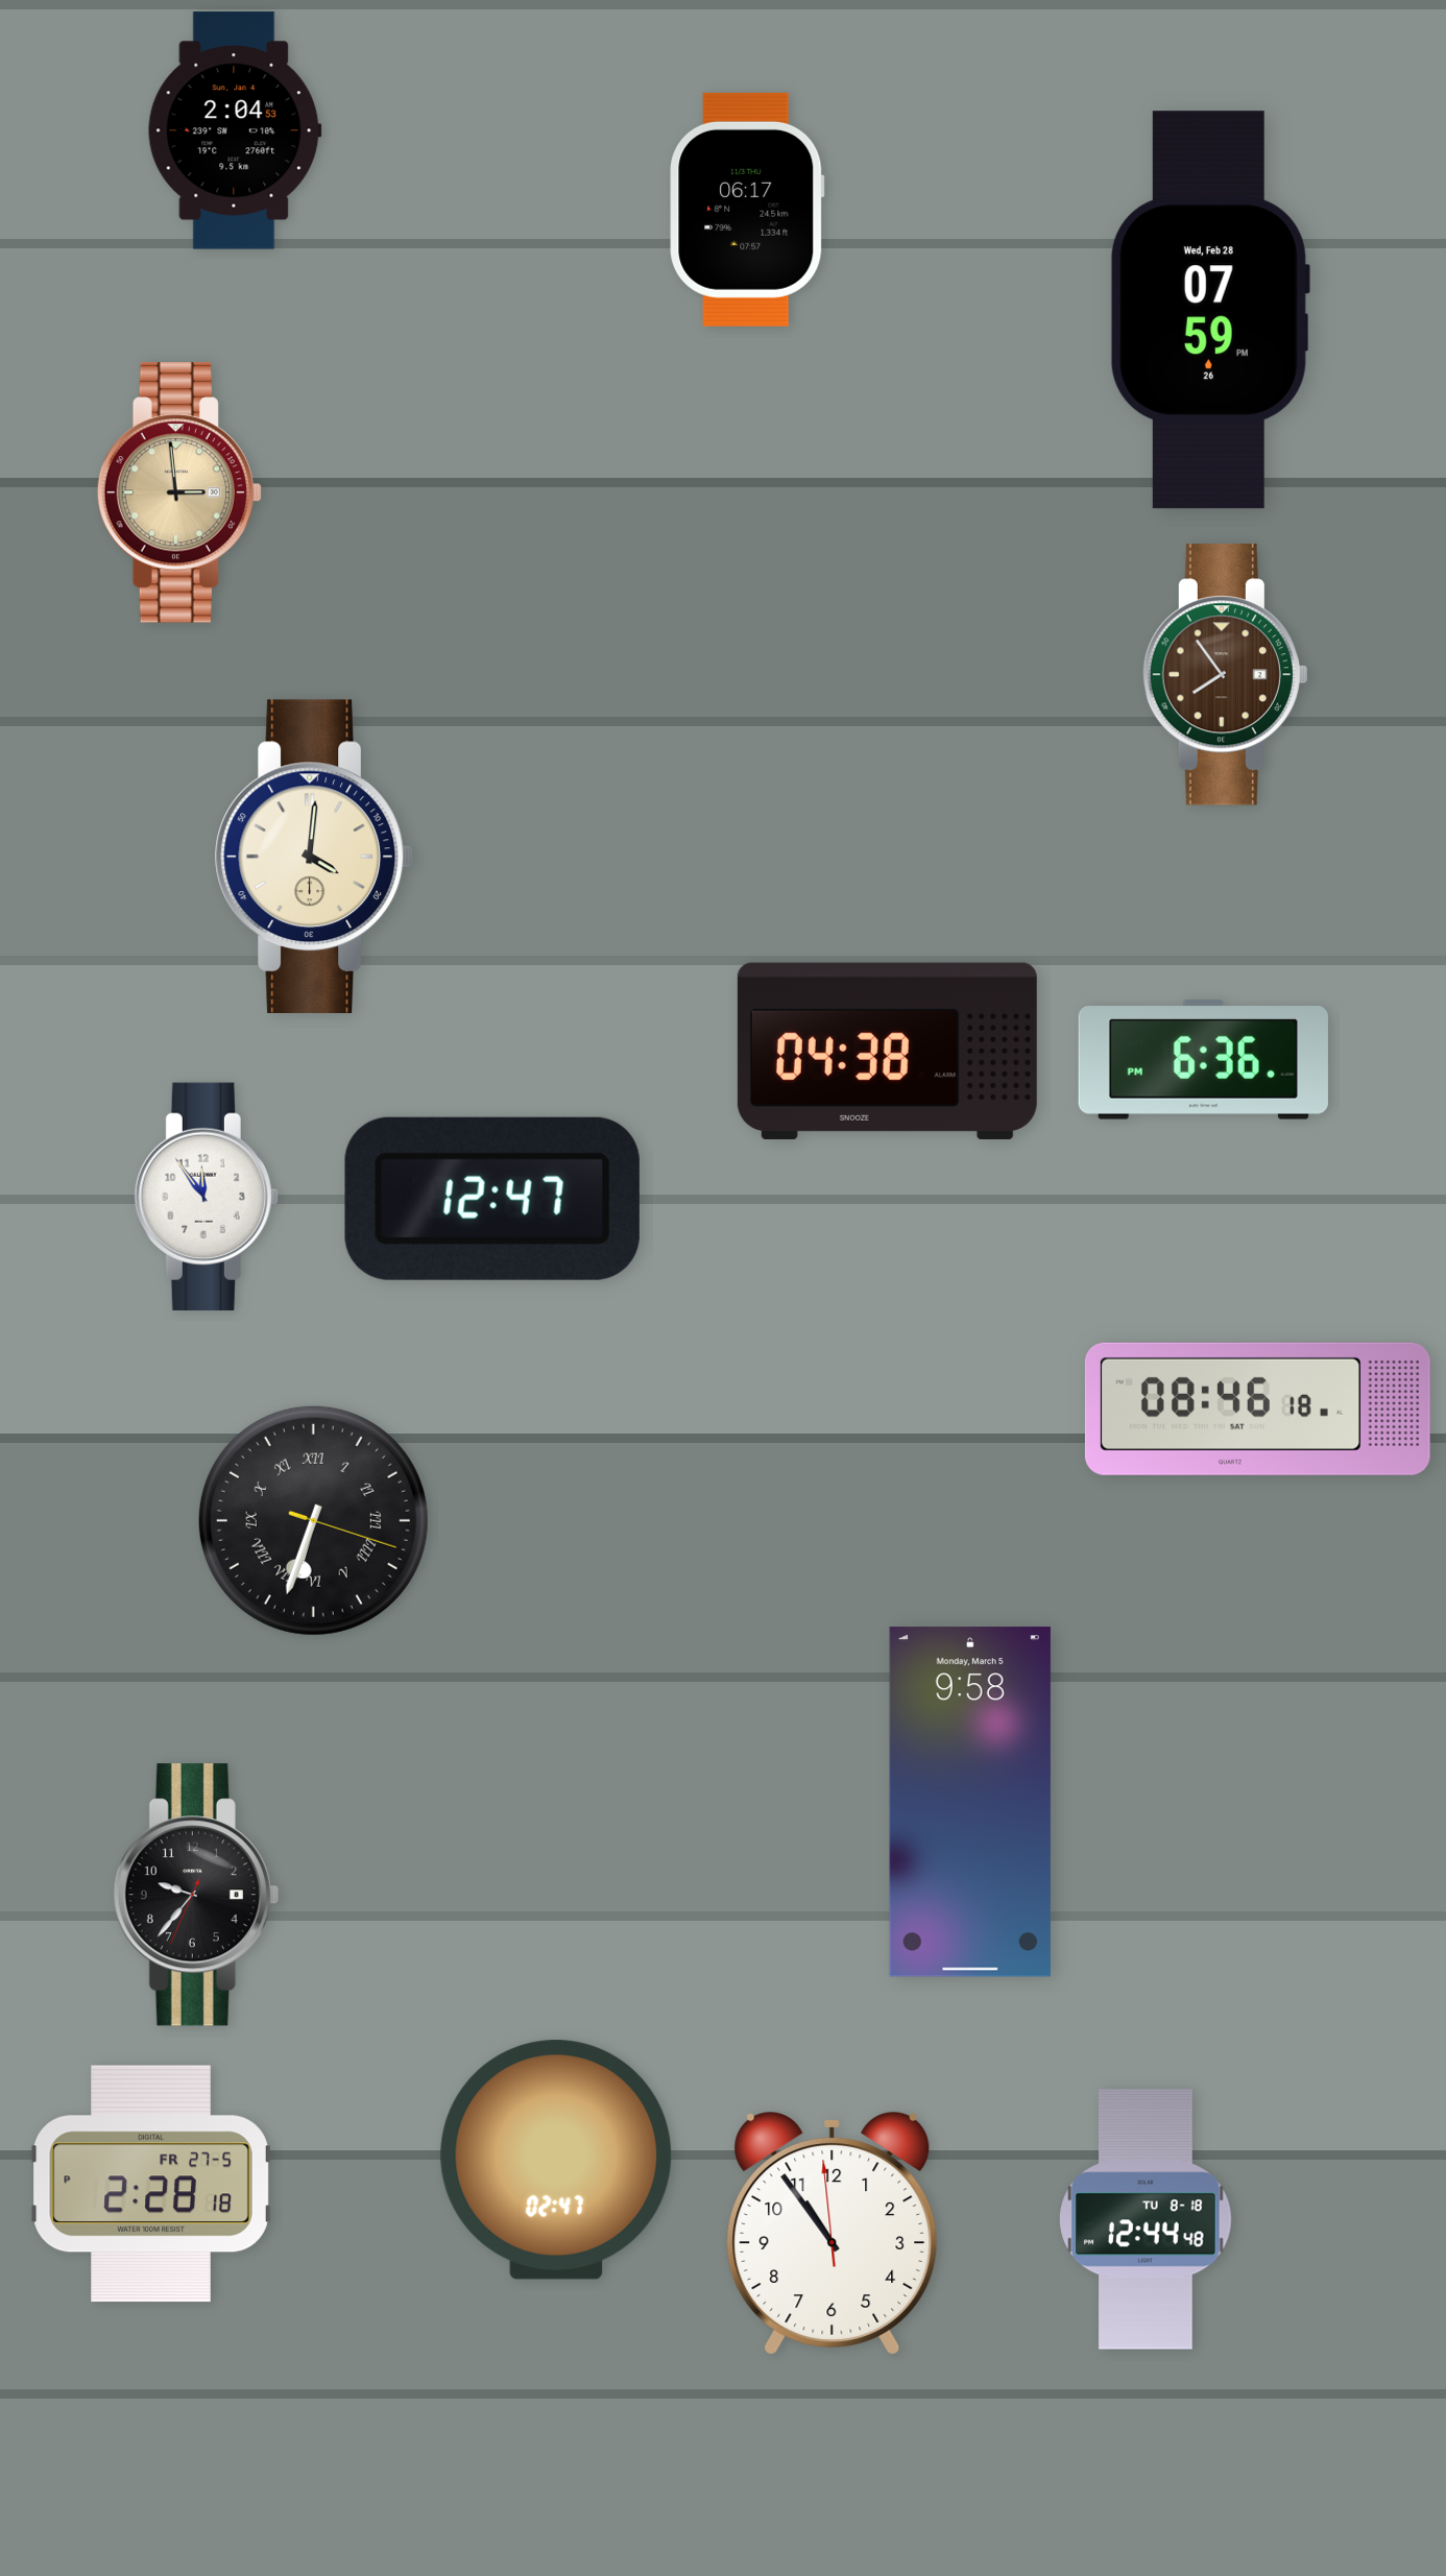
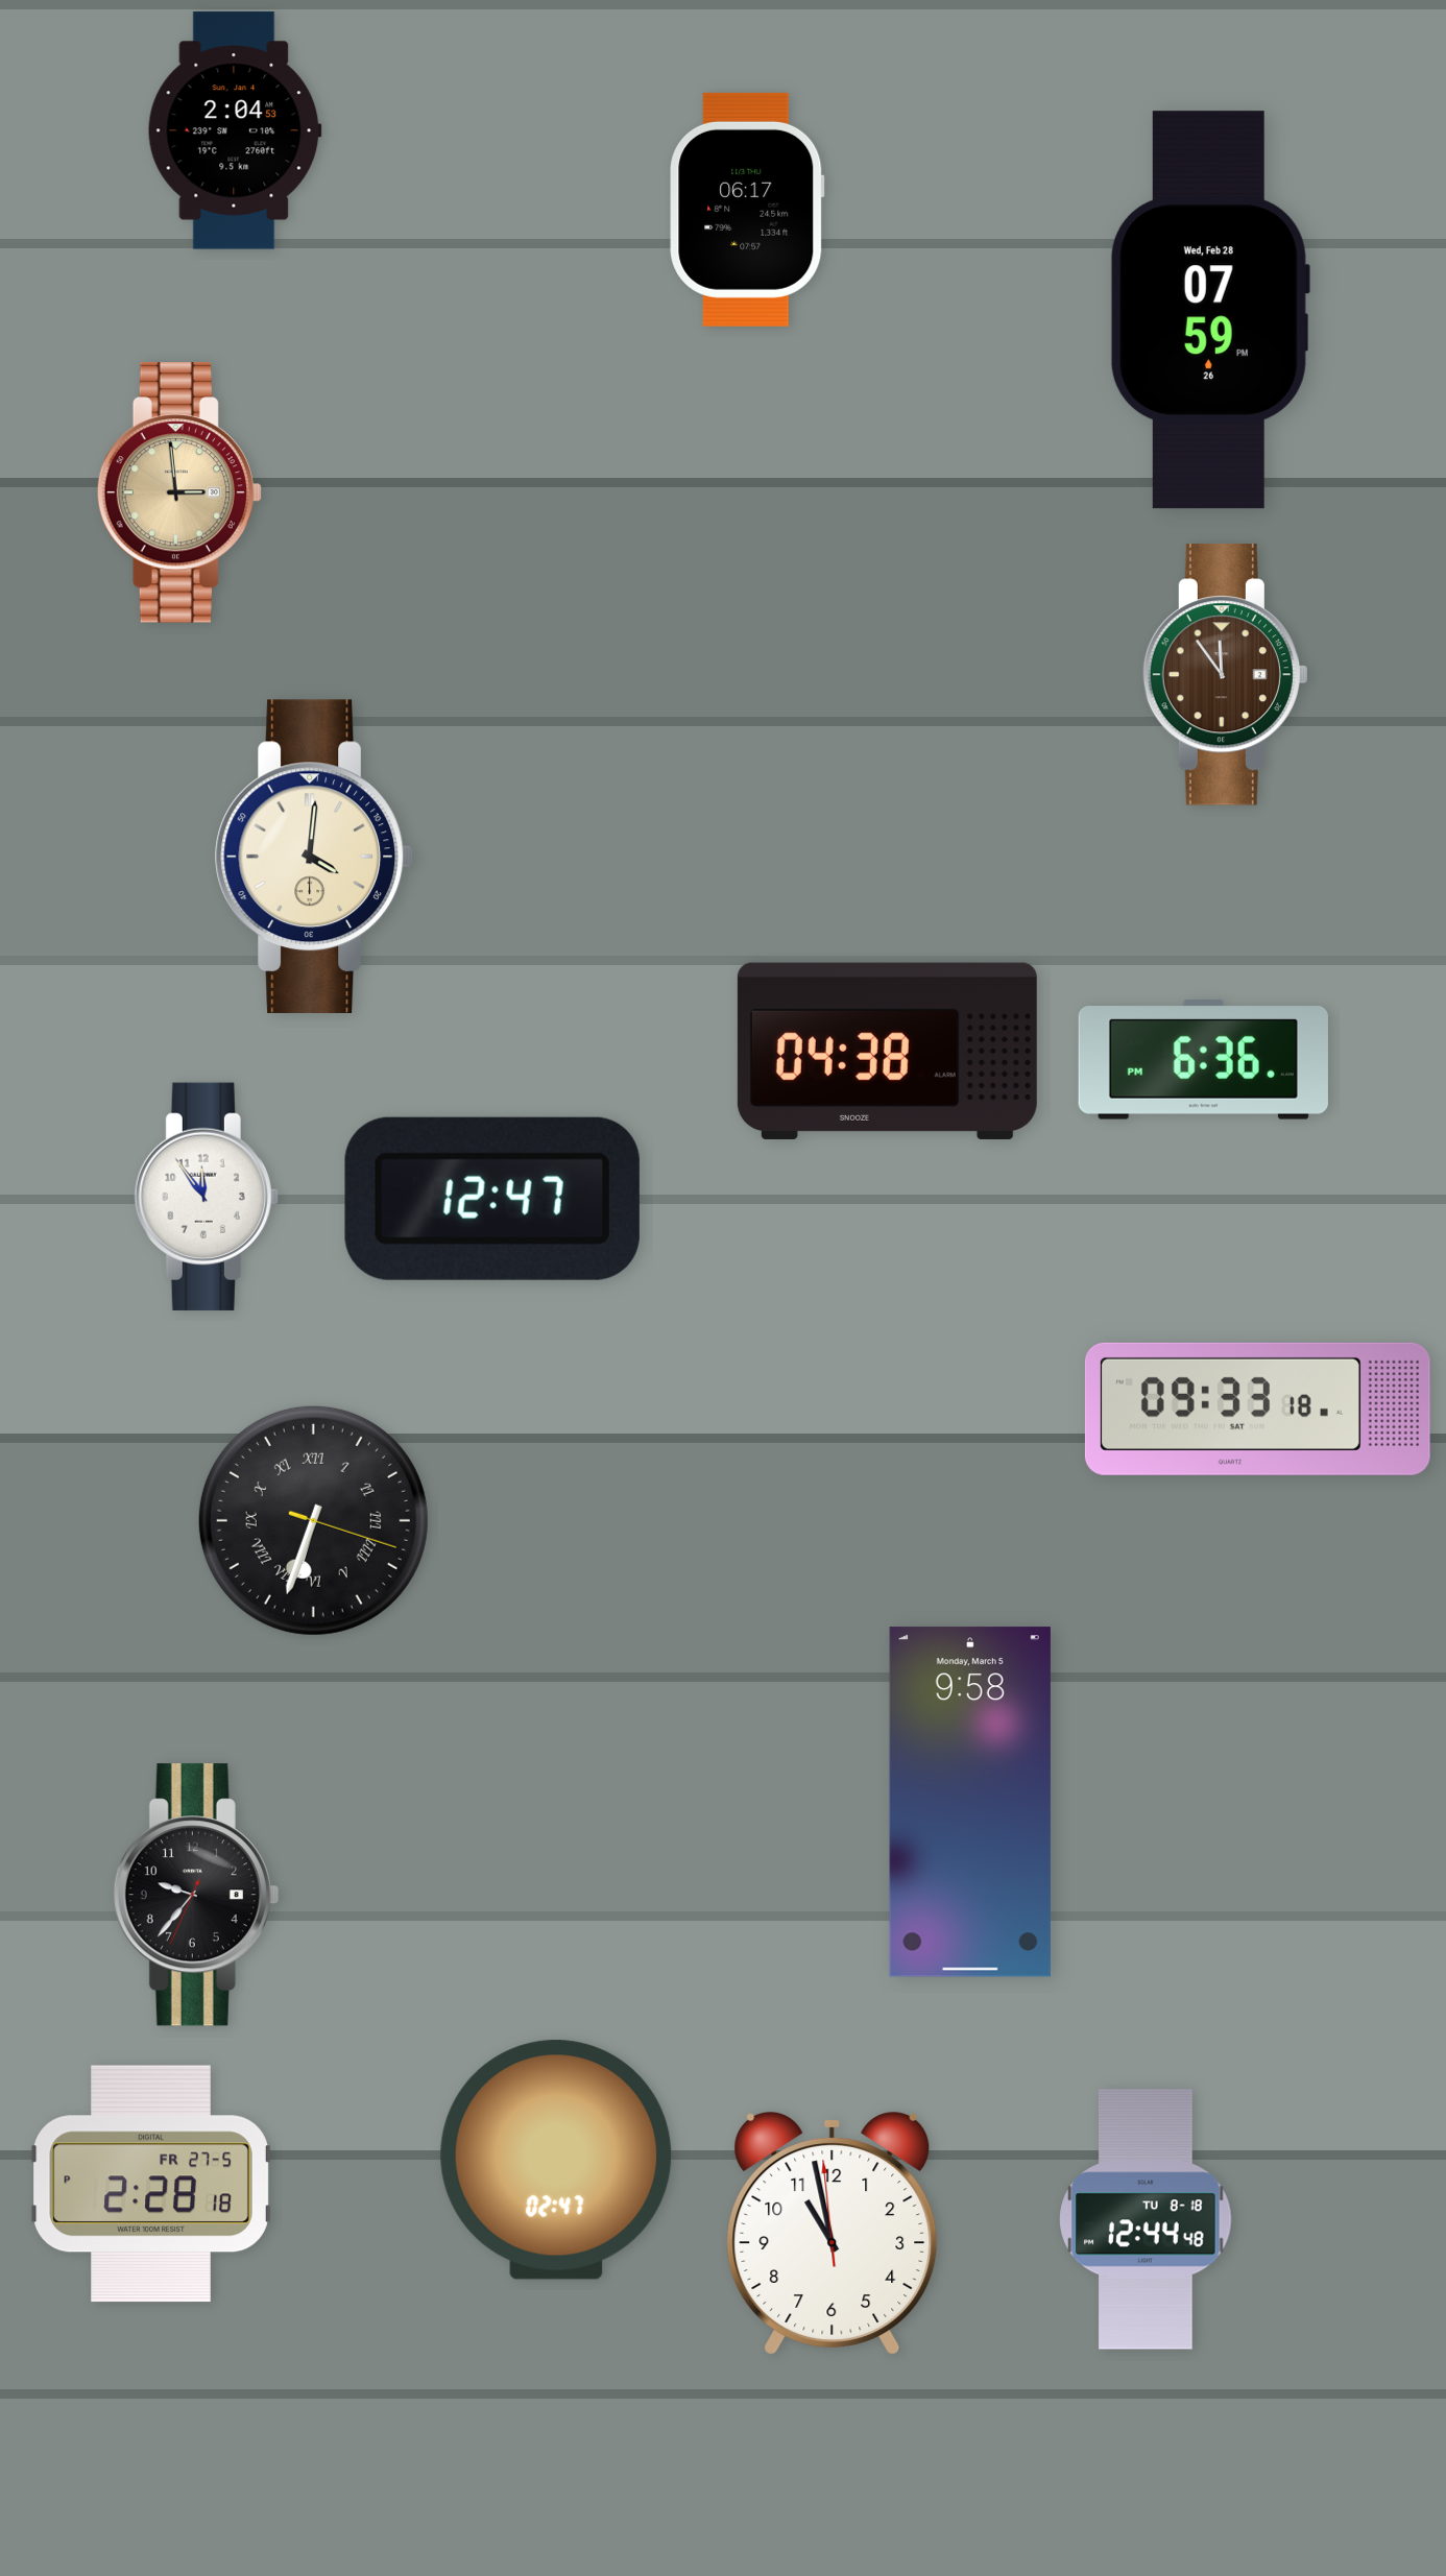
clock at (1225, 675): 7:54 -> 11:54
clock at (1257, 1409): 08:46 -> 09:33
clock at (833, 2234): 10:53 -> 10:57
